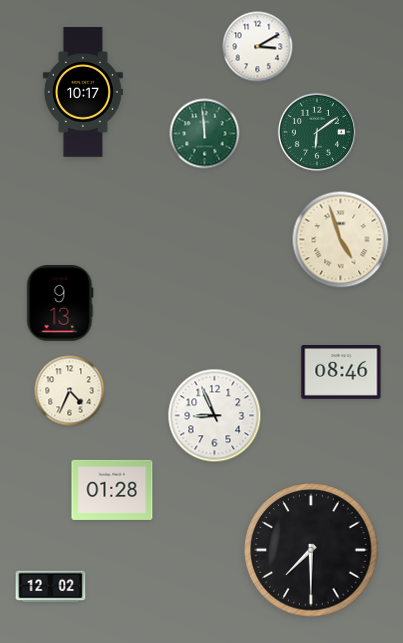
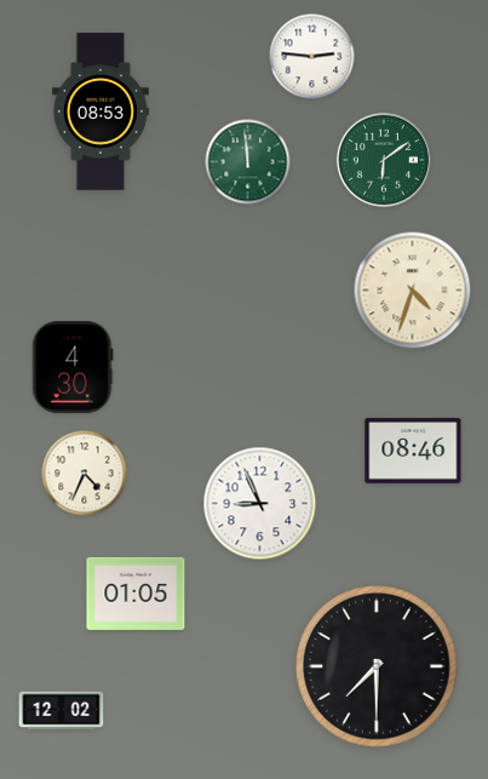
clock at (258, 47): 3:10 -> 2:46
clock at (83, 92): 10:17 -> 08:53
clock at (341, 240): 4:57 -> 4:33
clock at (60, 303): 9:13 -> 4:30
clock at (112, 490): 01:28 -> 01:05
